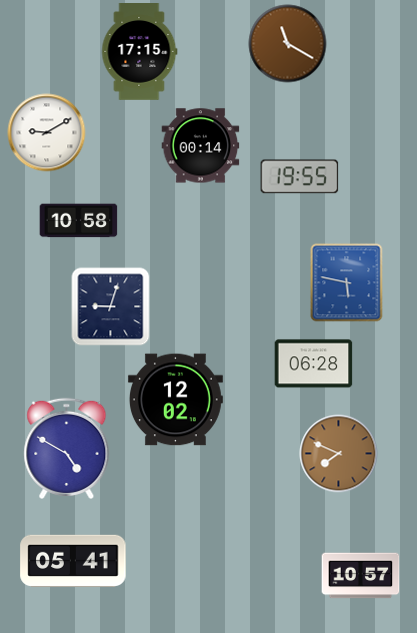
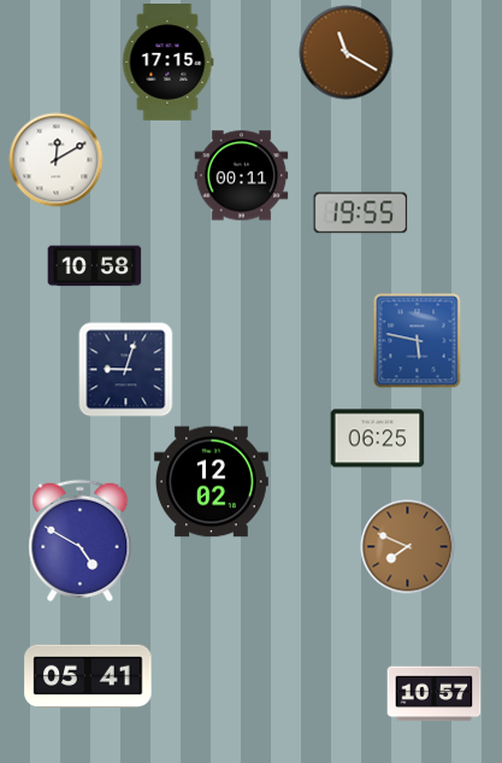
clock at (46, 132): 9:10 -> 12:10
clock at (200, 146): 00:14 -> 00:11
clock at (110, 306) position: (110, 306) -> (125, 369)
clock at (313, 364): 06:28 -> 06:25
